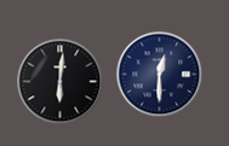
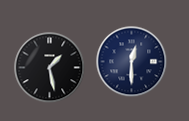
clock at (61, 82): 6:01 -> 1:28
